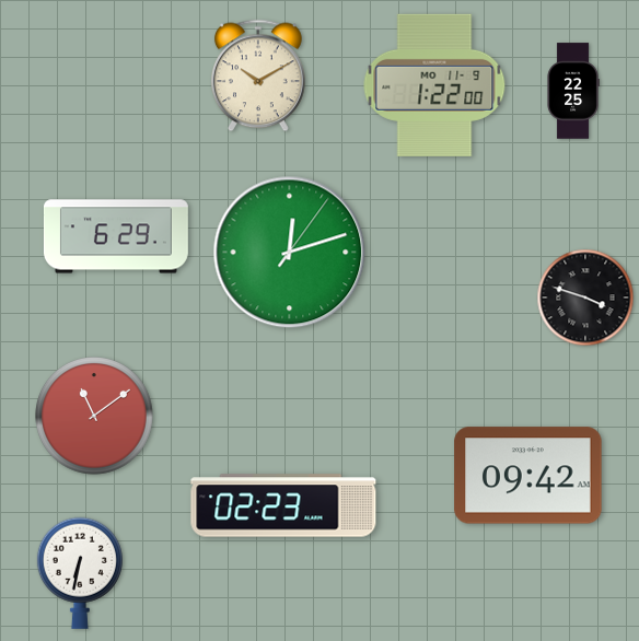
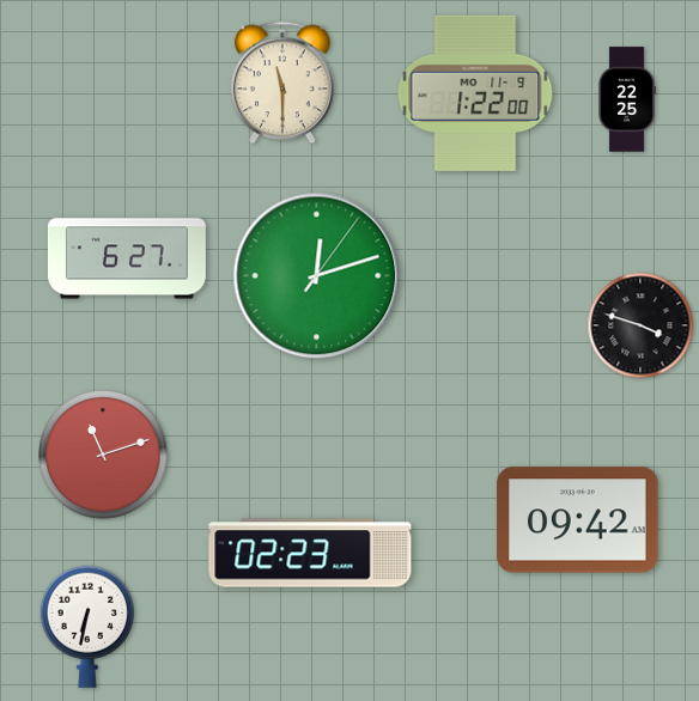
clock at (259, 75): 10:10 -> 11:30
clock at (116, 236): 6:29 -> 6:27
clock at (95, 417): 11:09 -> 11:12
